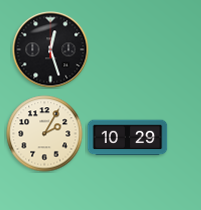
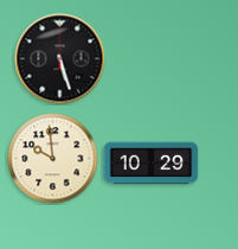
clock at (51, 50): 12:27 -> 5:27
clock at (45, 134): 2:05 -> 9:59
